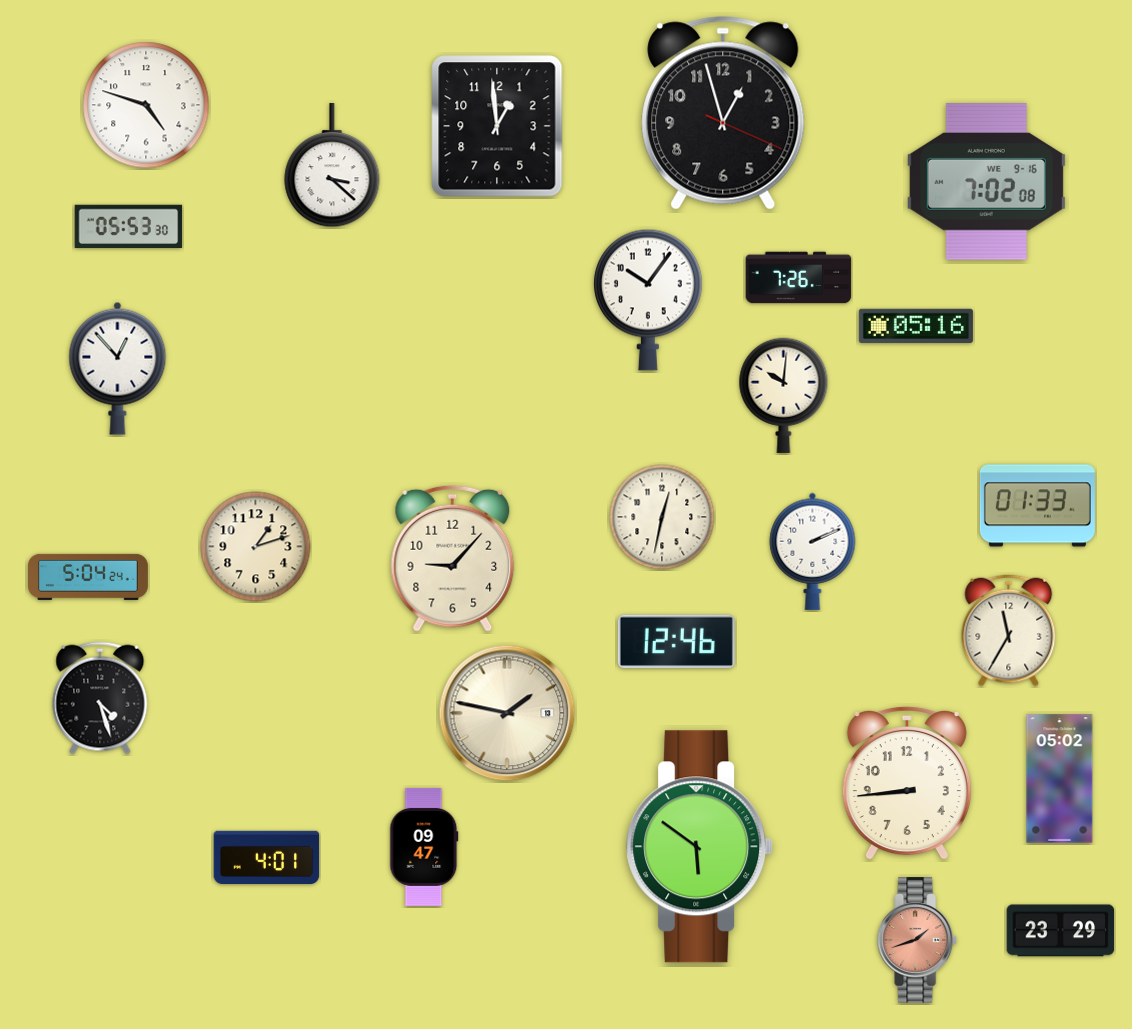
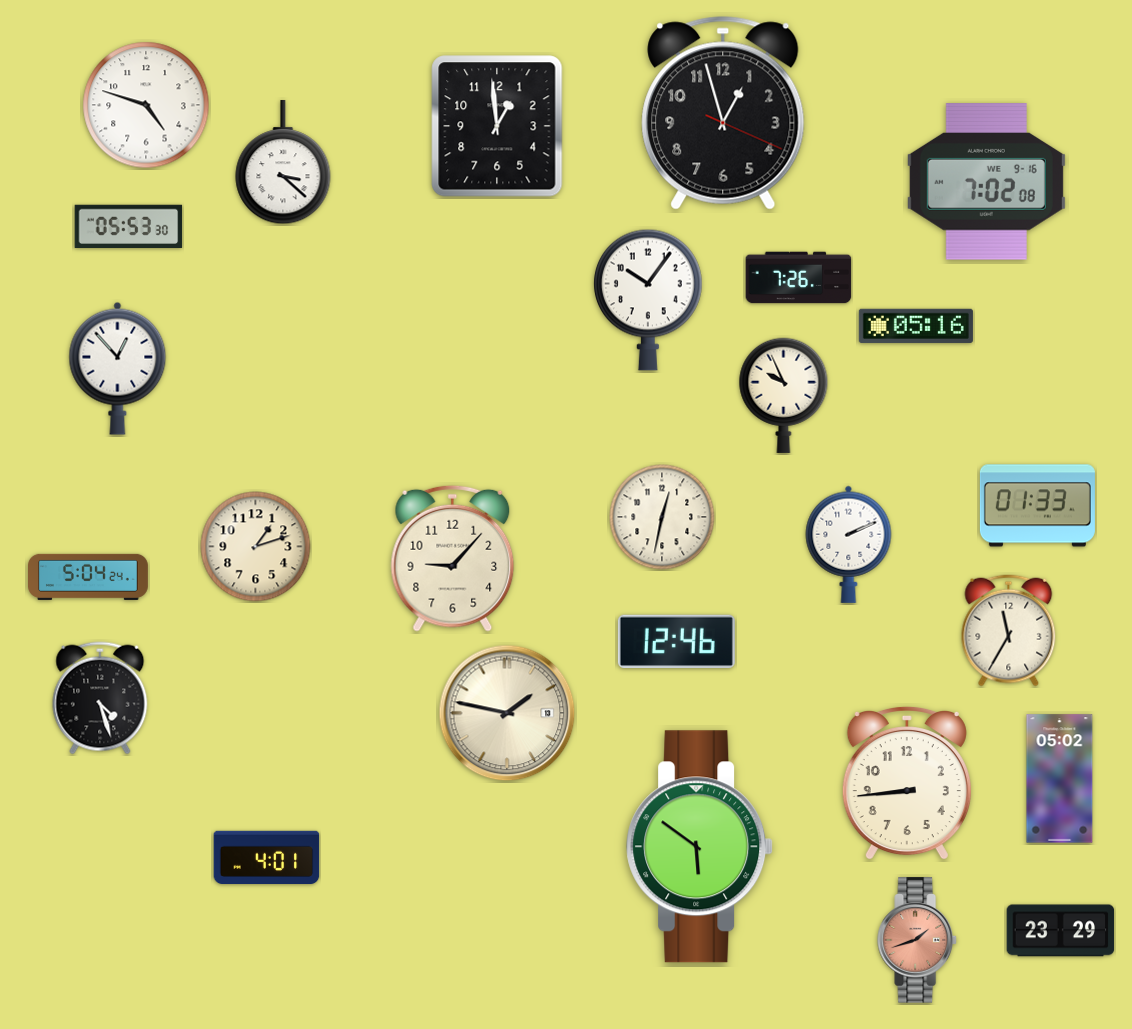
clock at (332, 166) position: (332, 166) -> (283, 163)
clock at (784, 395): 10:01 -> 9:56
clock at (813, 551) position: (813, 551) -> (849, 544)
clock at (424, 847): 09:47 -> none
